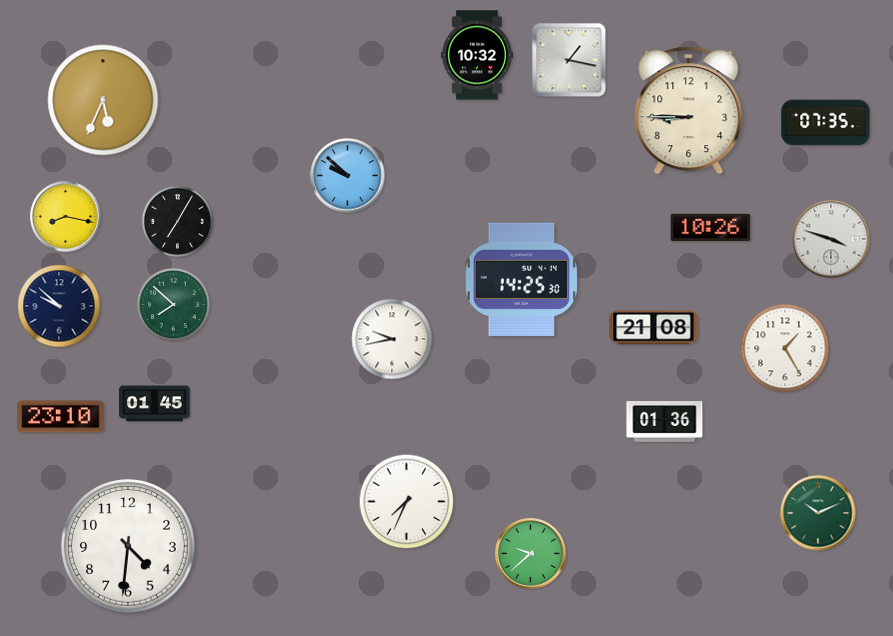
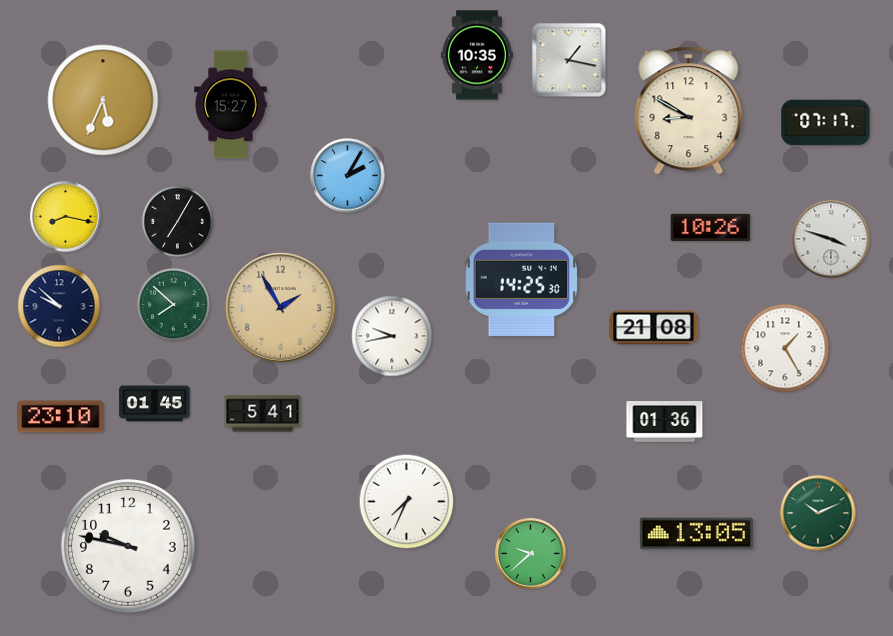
clock at (477, 55): 10:32 -> 10:35
clock at (231, 105): none -> 15:27
clock at (689, 111): 8:45 -> 8:50
clock at (826, 123): 07:35 -> 07:17
clock at (348, 176): 9:52 -> 2:05
clock at (280, 307): none -> 1:55
clock at (392, 339) position: (392, 339) -> (392, 336)
clock at (263, 414): none -> 5:41
clock at (696, 534): none -> 13:05
clock at (129, 547): 4:31 -> 9:47
